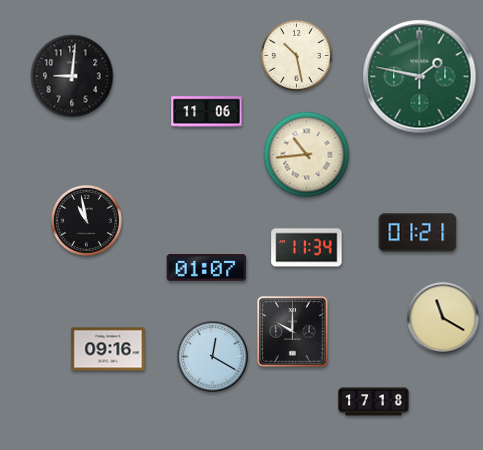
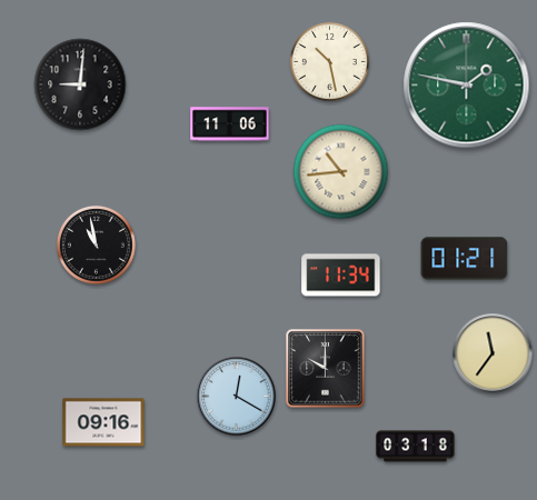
clock at (207, 268): 01:07 -> none
clock at (443, 318): 11:20 -> 11:36
clock at (108, 349) position: (108, 349) -> (103, 422)
clock at (374, 402): 17:18 -> 03:18
